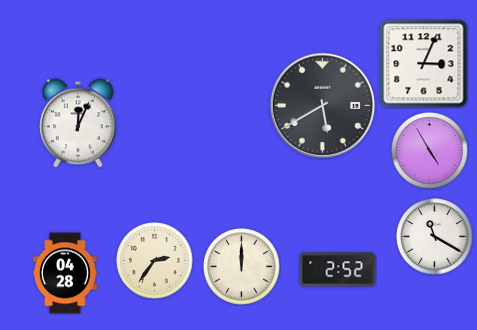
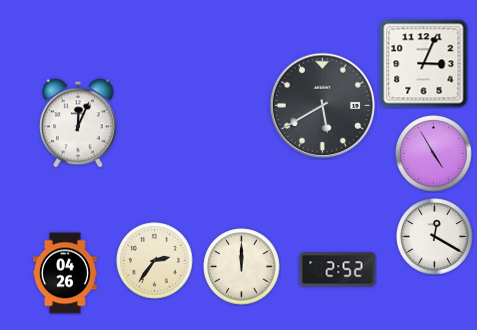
clock at (430, 151) position: (430, 151) -> (434, 154)
clock at (435, 237): 11:20 -> 12:20
clock at (65, 273): 04:28 -> 04:26
